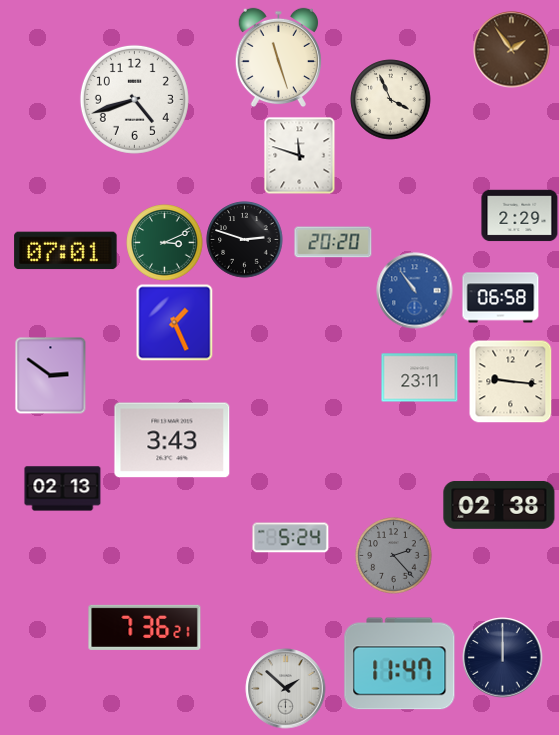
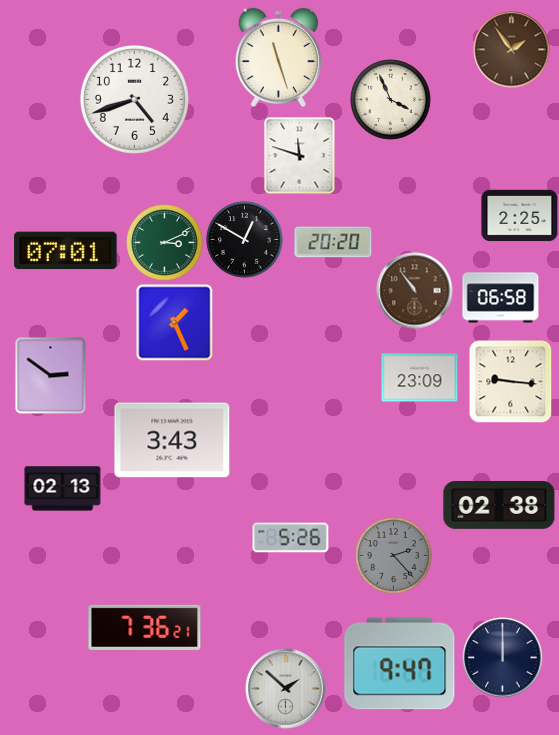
clock at (520, 216): 2:29 -> 2:25
clock at (245, 240): 2:48 -> 12:50
clock at (415, 291) dial: blue -> brown
clock at (420, 378): 23:11 -> 23:09
clock at (291, 538): 5:24 -> 5:26
clock at (400, 664): 11:47 -> 9:47
